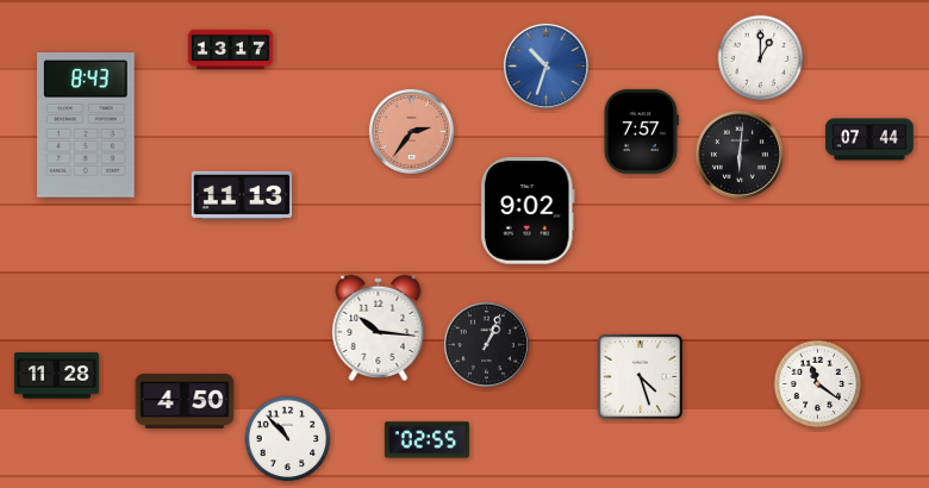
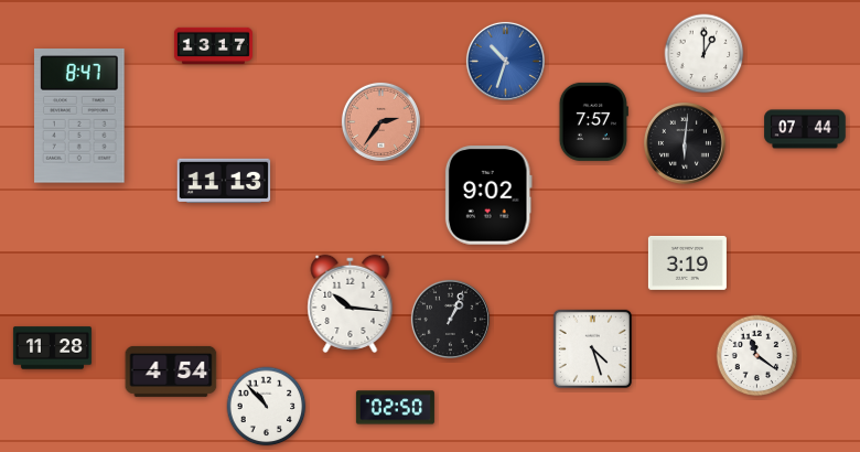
clock at (87, 125): 8:43 -> 8:47
clock at (687, 262): none -> 3:19
clock at (185, 401): 4:50 -> 4:54
clock at (426, 440): 02:55 -> 02:50
